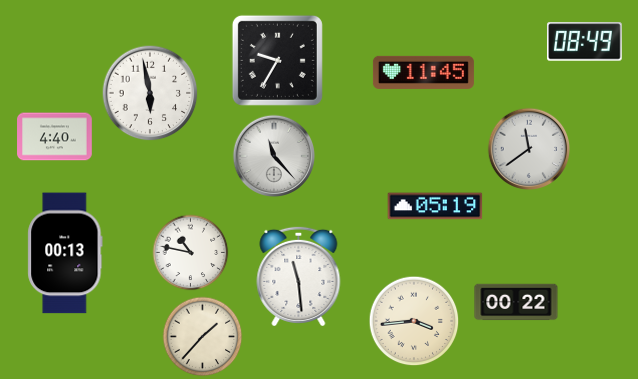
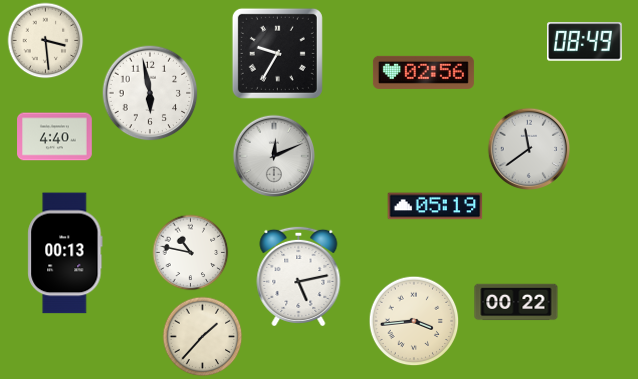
clock at (46, 41): none -> 3:29
clock at (277, 60) position: (277, 60) -> (277, 53)
clock at (423, 72): 11:45 -> 02:56
clock at (273, 155): 11:23 -> 12:11
clock at (299, 275): 11:29 -> 5:13
